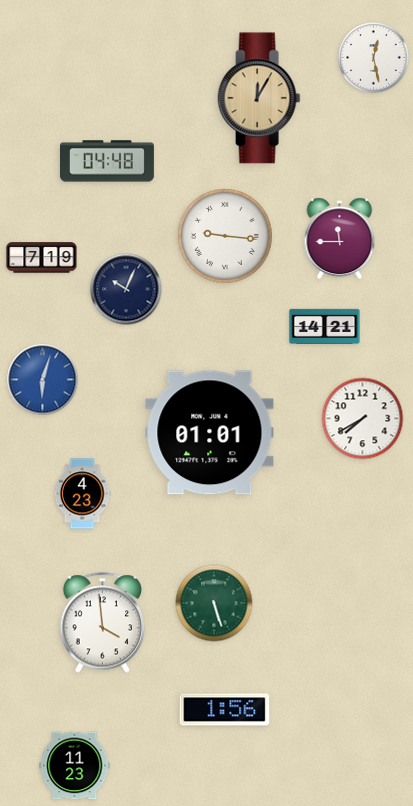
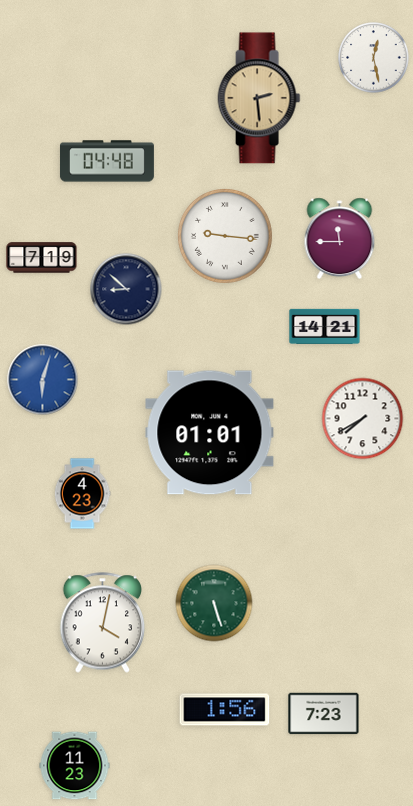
clock at (259, 98): 12:05 -> 2:29
clock at (126, 289): 10:04 -> 8:52
clock at (103, 623): 3:59 -> 4:02
clock at (324, 714): none -> 7:23
